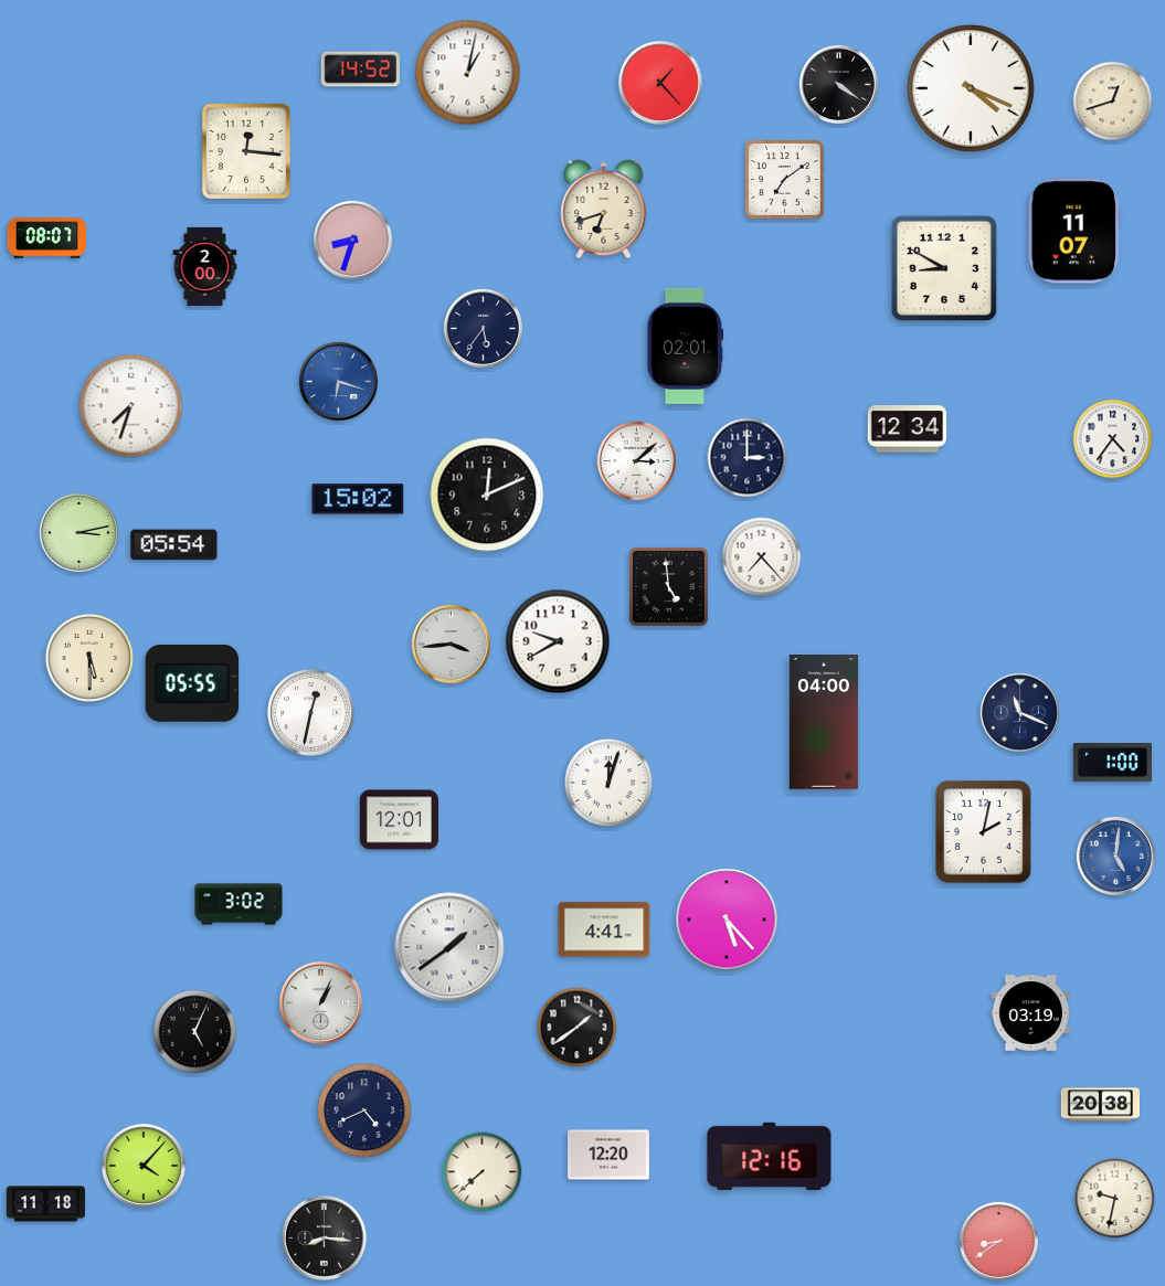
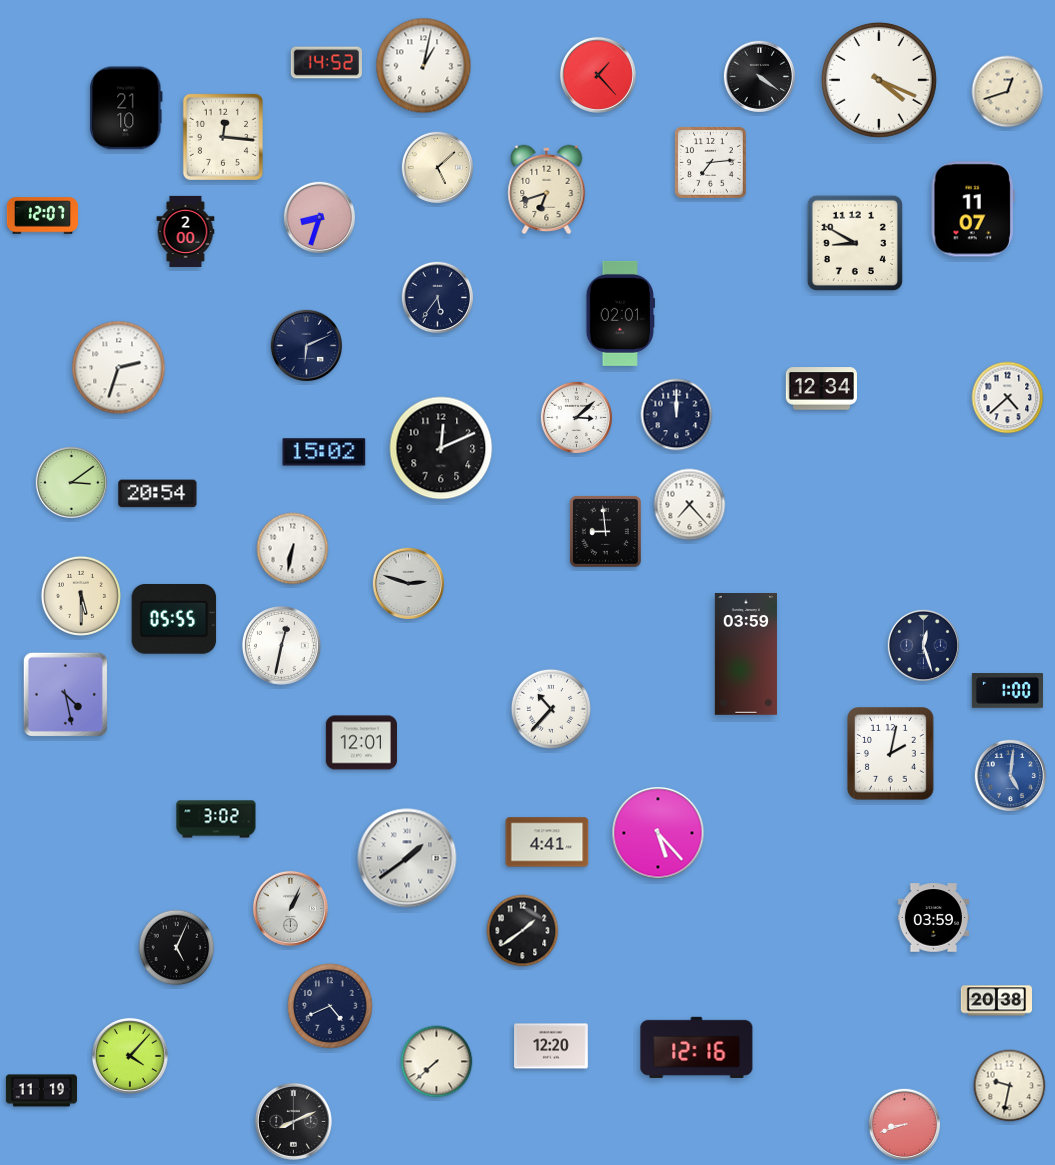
clock at (126, 108): none -> 21:10
clock at (784, 179): 7:09 -> 7:14
clock at (437, 167): none -> 5:08
clock at (46, 238): 08:07 -> 12:07
clock at (205, 266) position: (205, 266) -> (186, 231)
clock at (338, 381): 6:18 -> 6:11
clock at (338, 381) dial: blue -> navy
clock at (131, 406): 7:33 -> 2:33
clock at (1113, 439): 4:36 -> 4:38
clock at (748, 458): 3:00 -> 12:00
clock at (78, 532): 3:13 -> 3:09
clock at (174, 545): 05:54 -> 20:54
clock at (668, 586): 4:59 -> 8:59
clock at (293, 549): none -> 6:32
clock at (558, 641): 9:40 -> none
clock at (451, 644): 3:44 -> 2:48
clock at (1019, 712): 11:19 -> 12:27
clock at (824, 723): 04:00 -> 03:59
clock at (65, 694): none -> 4:28
clock at (608, 783): 12:03 -> 10:37
clock at (1030, 1013): 03:19 -> 03:59
clock at (195, 1032) position: (195, 1032) -> (177, 948)
clock at (45, 1204): 11:18 -> 11:19
clock at (324, 1237): 8:16 -> 8:11
clock at (998, 1241): 8:39 -> 8:42
